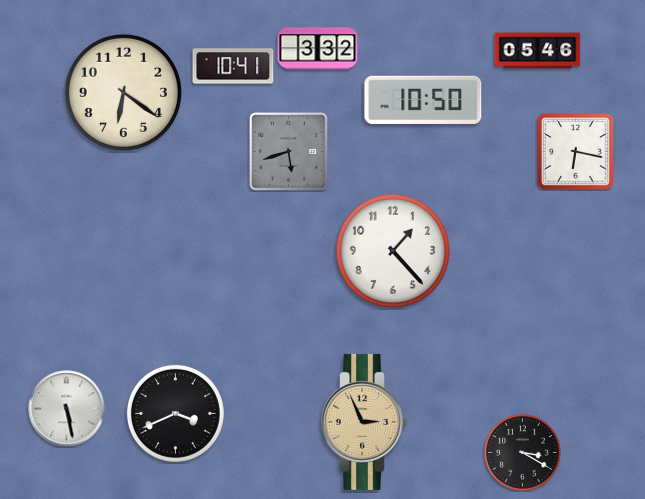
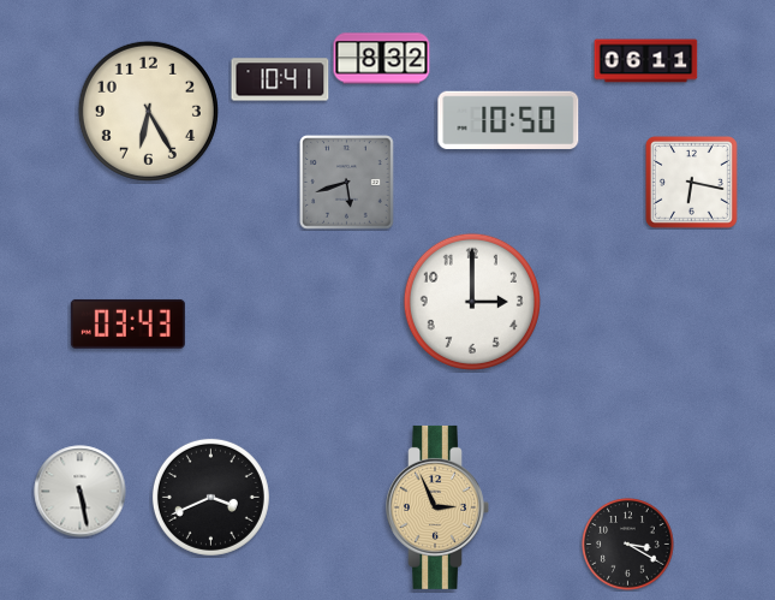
clock at (318, 49): 3:32 -> 8:32
clock at (538, 51): 05:46 -> 06:11
clock at (123, 92): 6:21 -> 6:25
clock at (393, 251): 1:23 -> 3:00
clock at (127, 323): none -> 03:43
